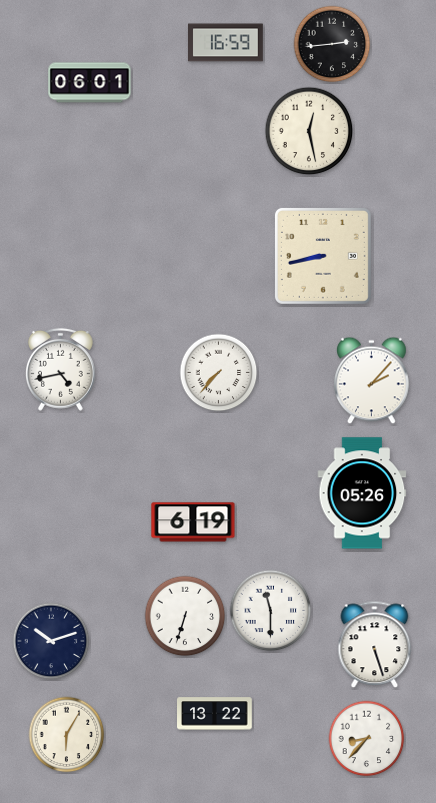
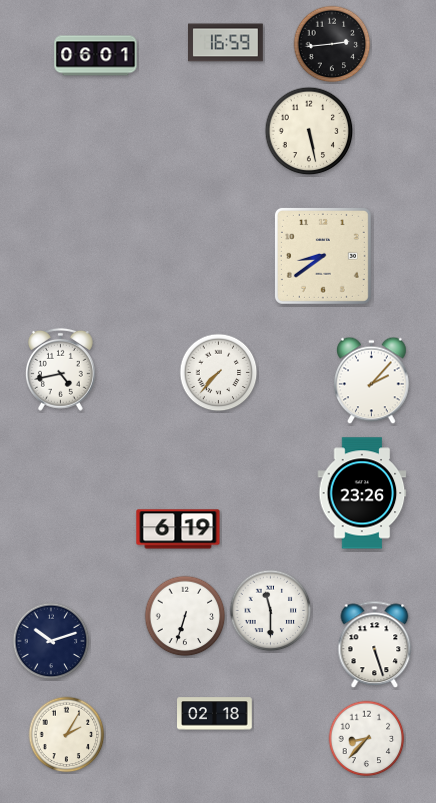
clock at (90, 83) position: (90, 83) -> (96, 56)
clock at (309, 131): 12:28 -> 5:28
clock at (323, 256): 8:43 -> 8:39
clock at (362, 493): 05:26 -> 23:26
clock at (193, 522) position: (193, 522) -> (178, 529)
clock at (215, 714): 13:22 -> 02:18
clock at (67, 735): 6:05 -> 2:05
